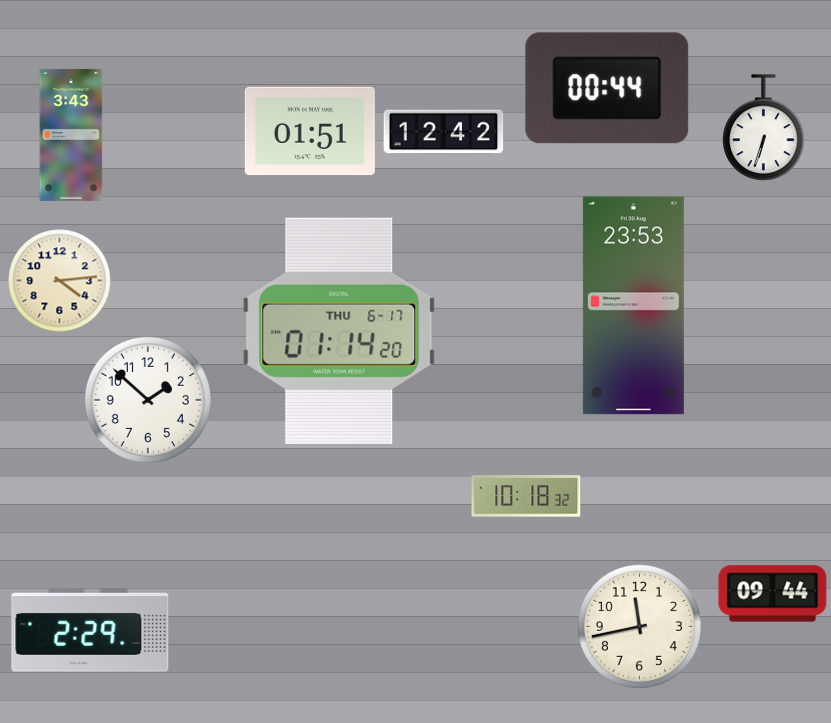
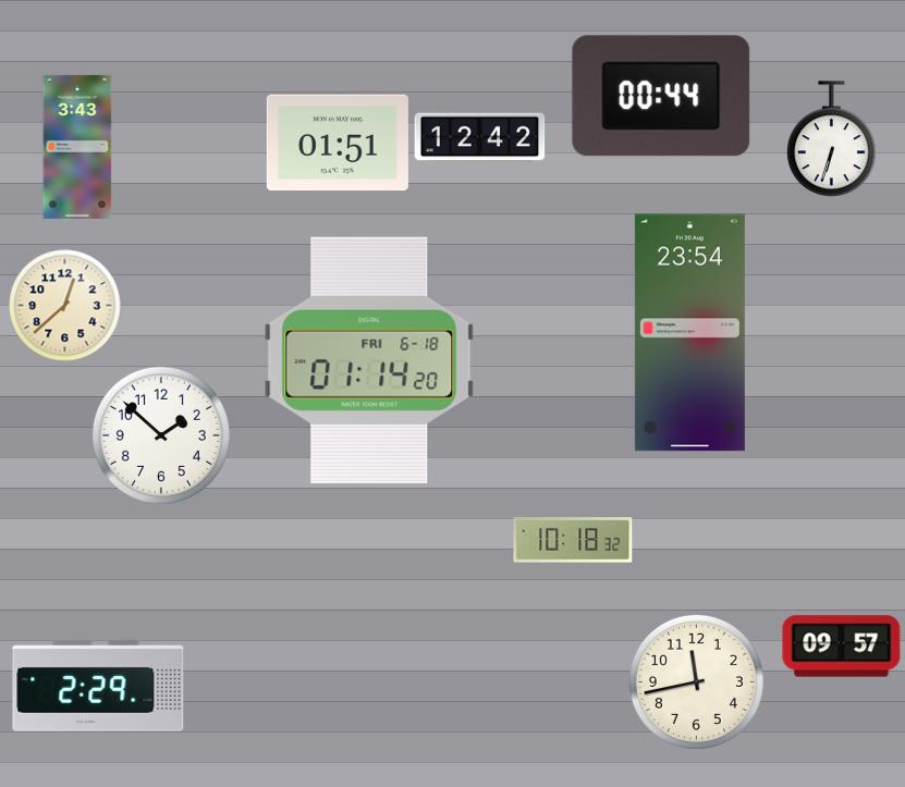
clock at (444, 133) position: (444, 133) -> (480, 138)
clock at (60, 281): 4:14 -> 12:38
clock at (633, 306): 23:53 -> 23:54
clock at (339, 331) date: THU 6-17 -> FRI 6-18
clock at (773, 594): 09:44 -> 09:57
